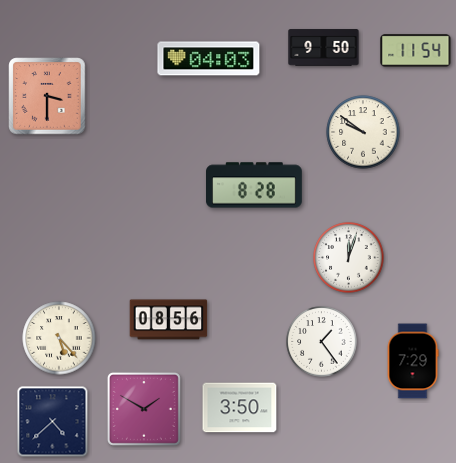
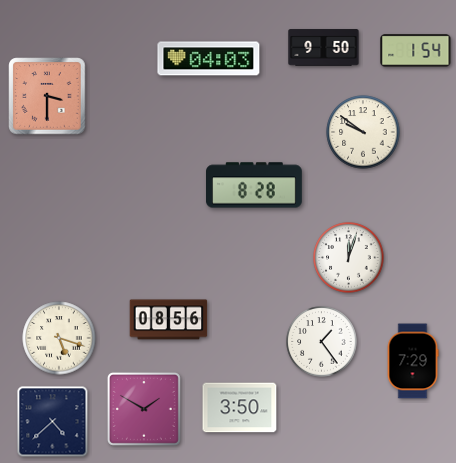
clock at (416, 51): 11:54 -> 1:54
clock at (59, 338): 5:23 -> 5:18
